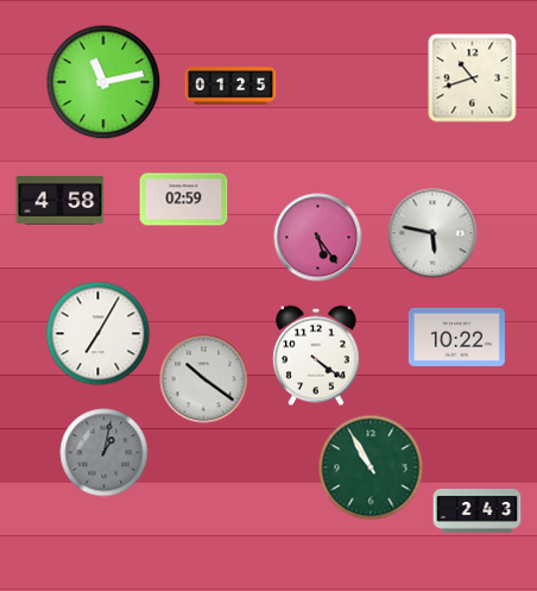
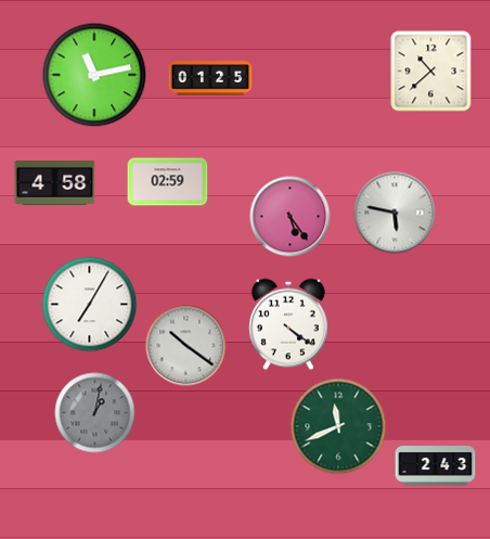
clock at (473, 78): 10:42 -> 10:38
clock at (456, 337): 10:22 -> none
clock at (371, 467): 10:55 -> 11:41
